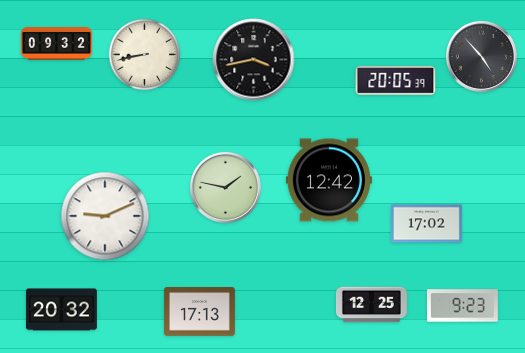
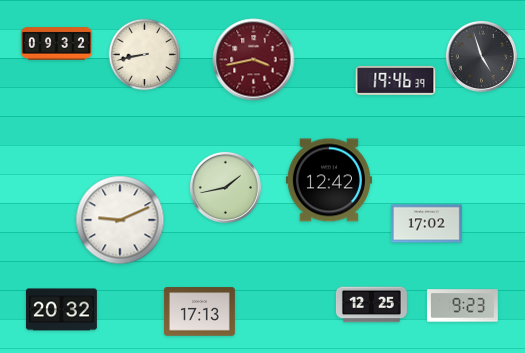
clock at (481, 56): 4:53 -> 4:57
clock at (254, 60) dial: black -> burgundy
clock at (396, 80): 20:05 -> 19:46
clock at (225, 187): 1:47 -> 1:43
clock at (105, 216) position: (105, 216) -> (120, 220)
